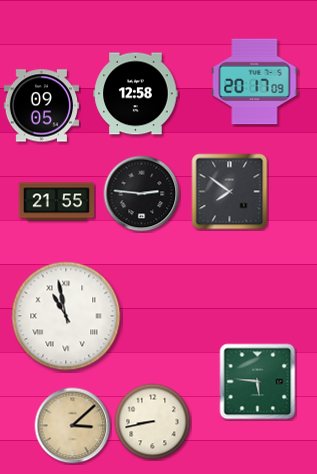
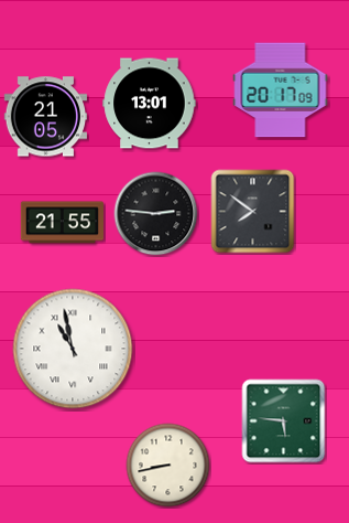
clock at (136, 94): 12:58 -> 13:01
clock at (41, 106): 09:05 -> 21:05
clock at (73, 426): 3:08 -> none
